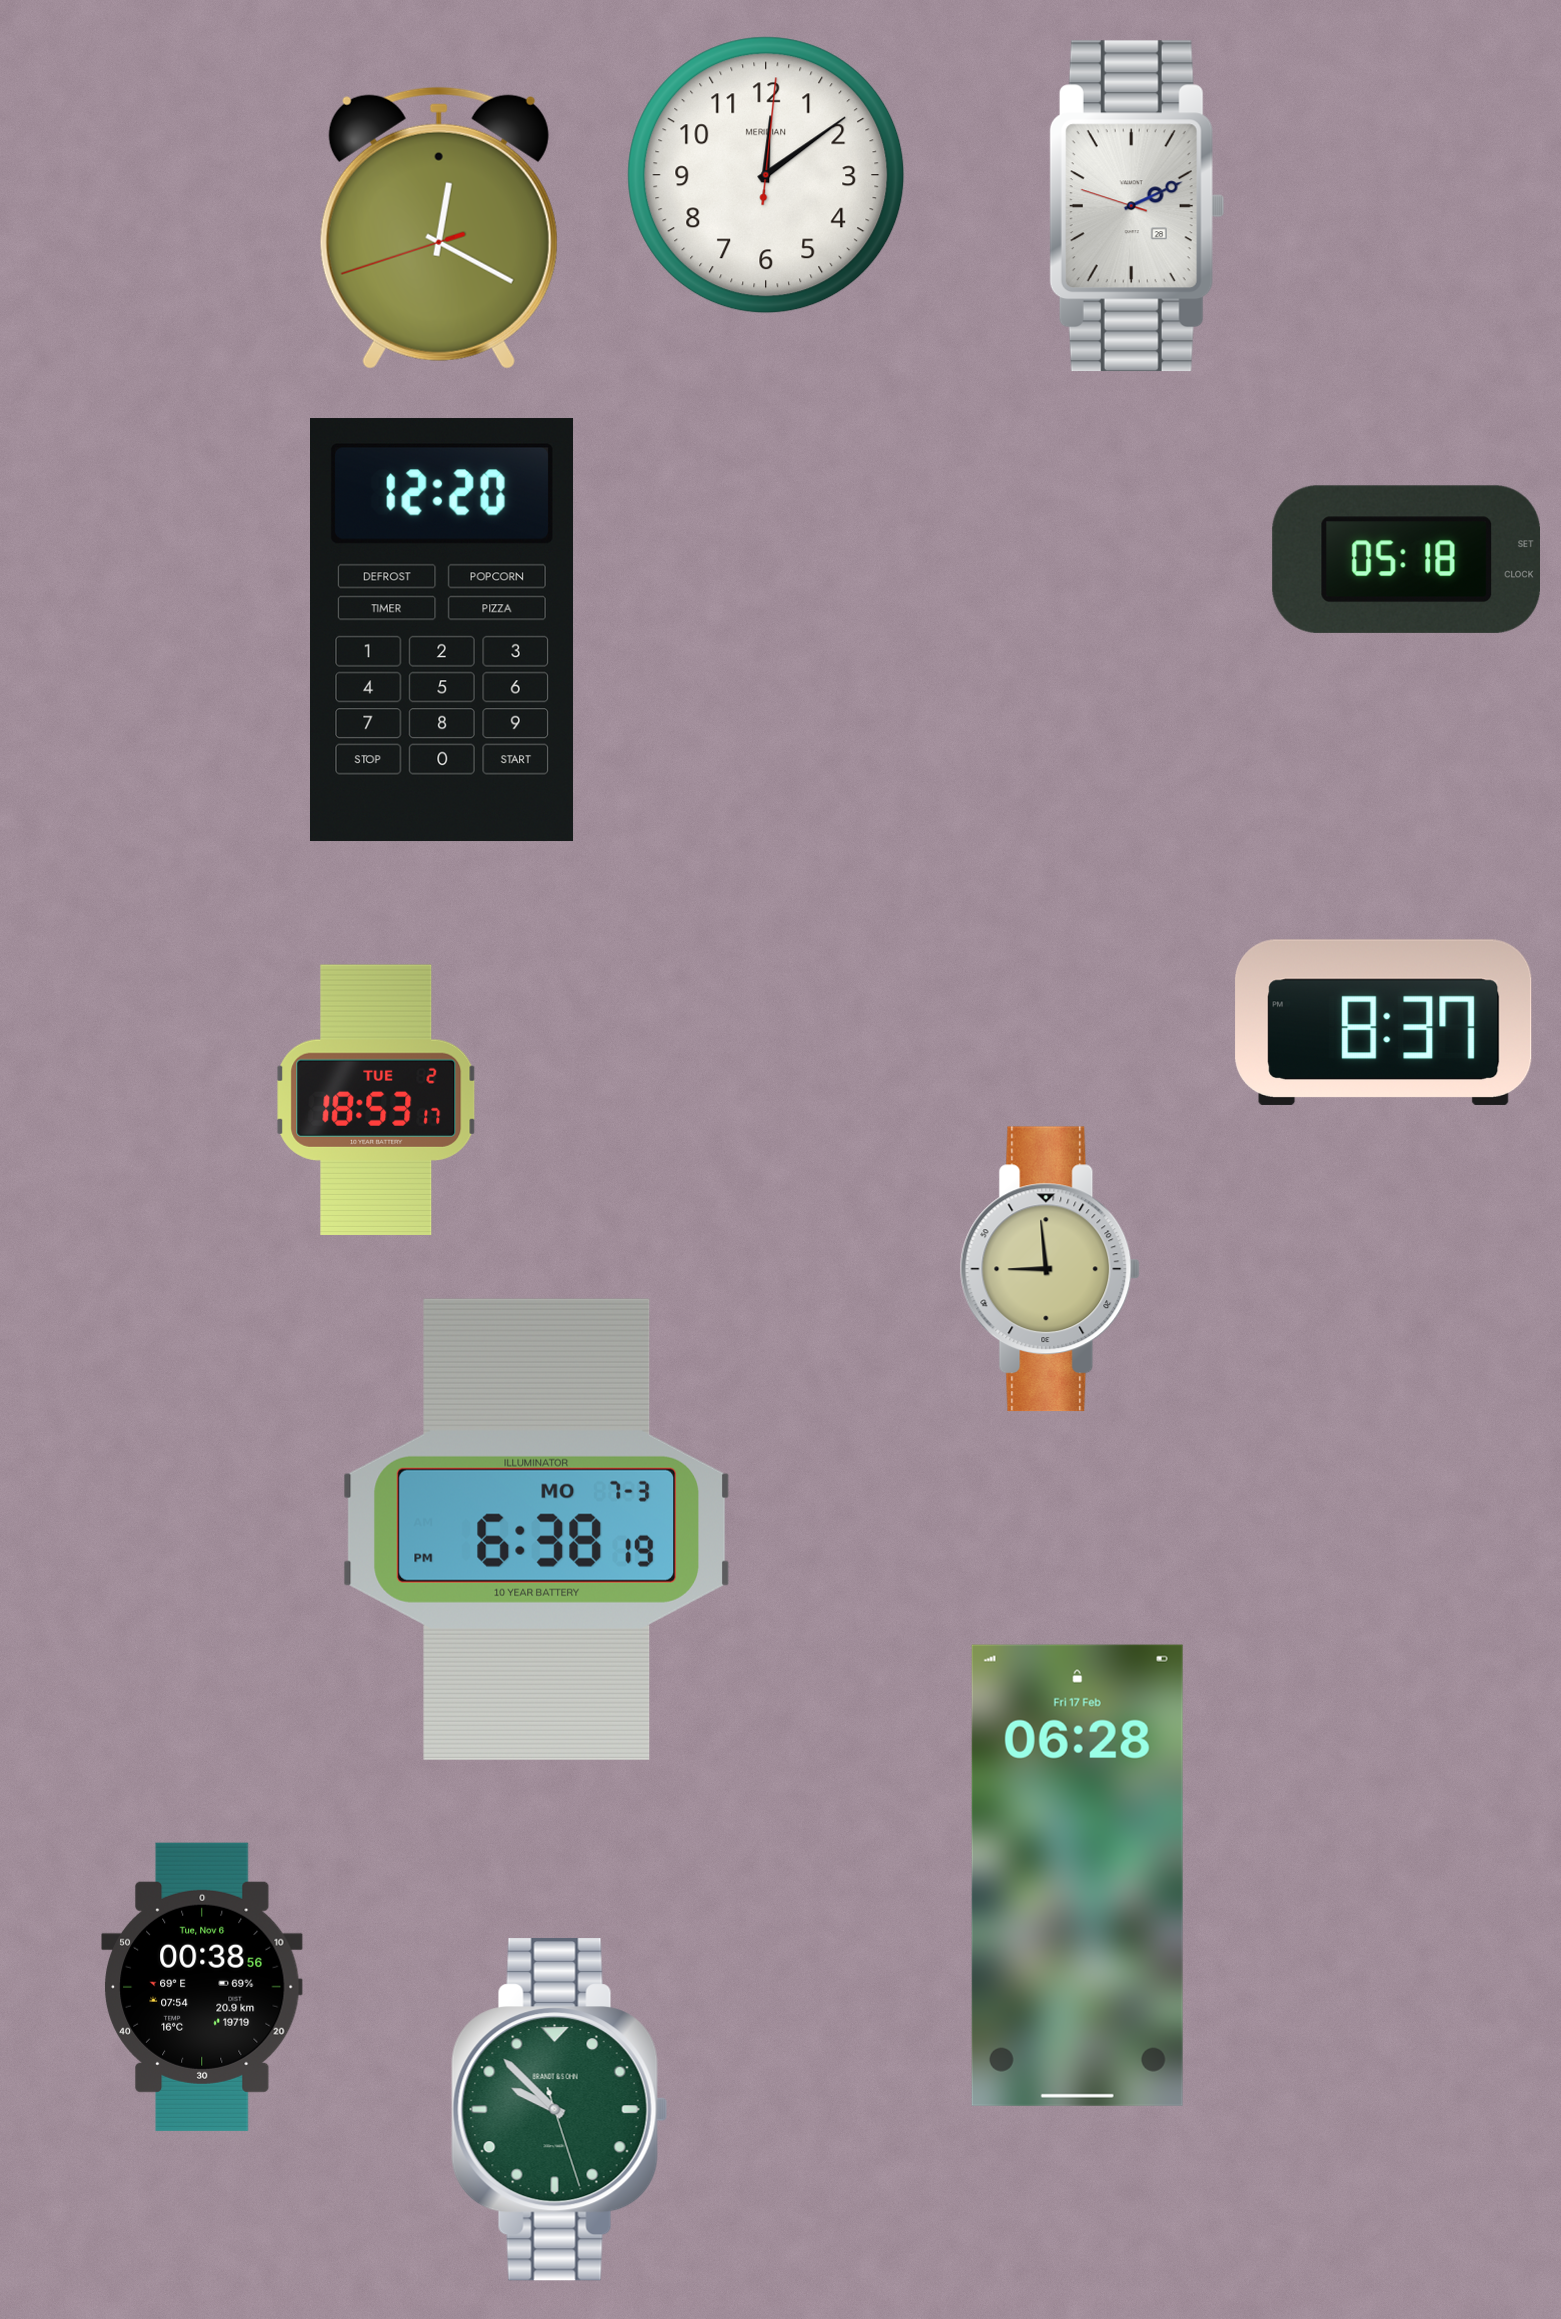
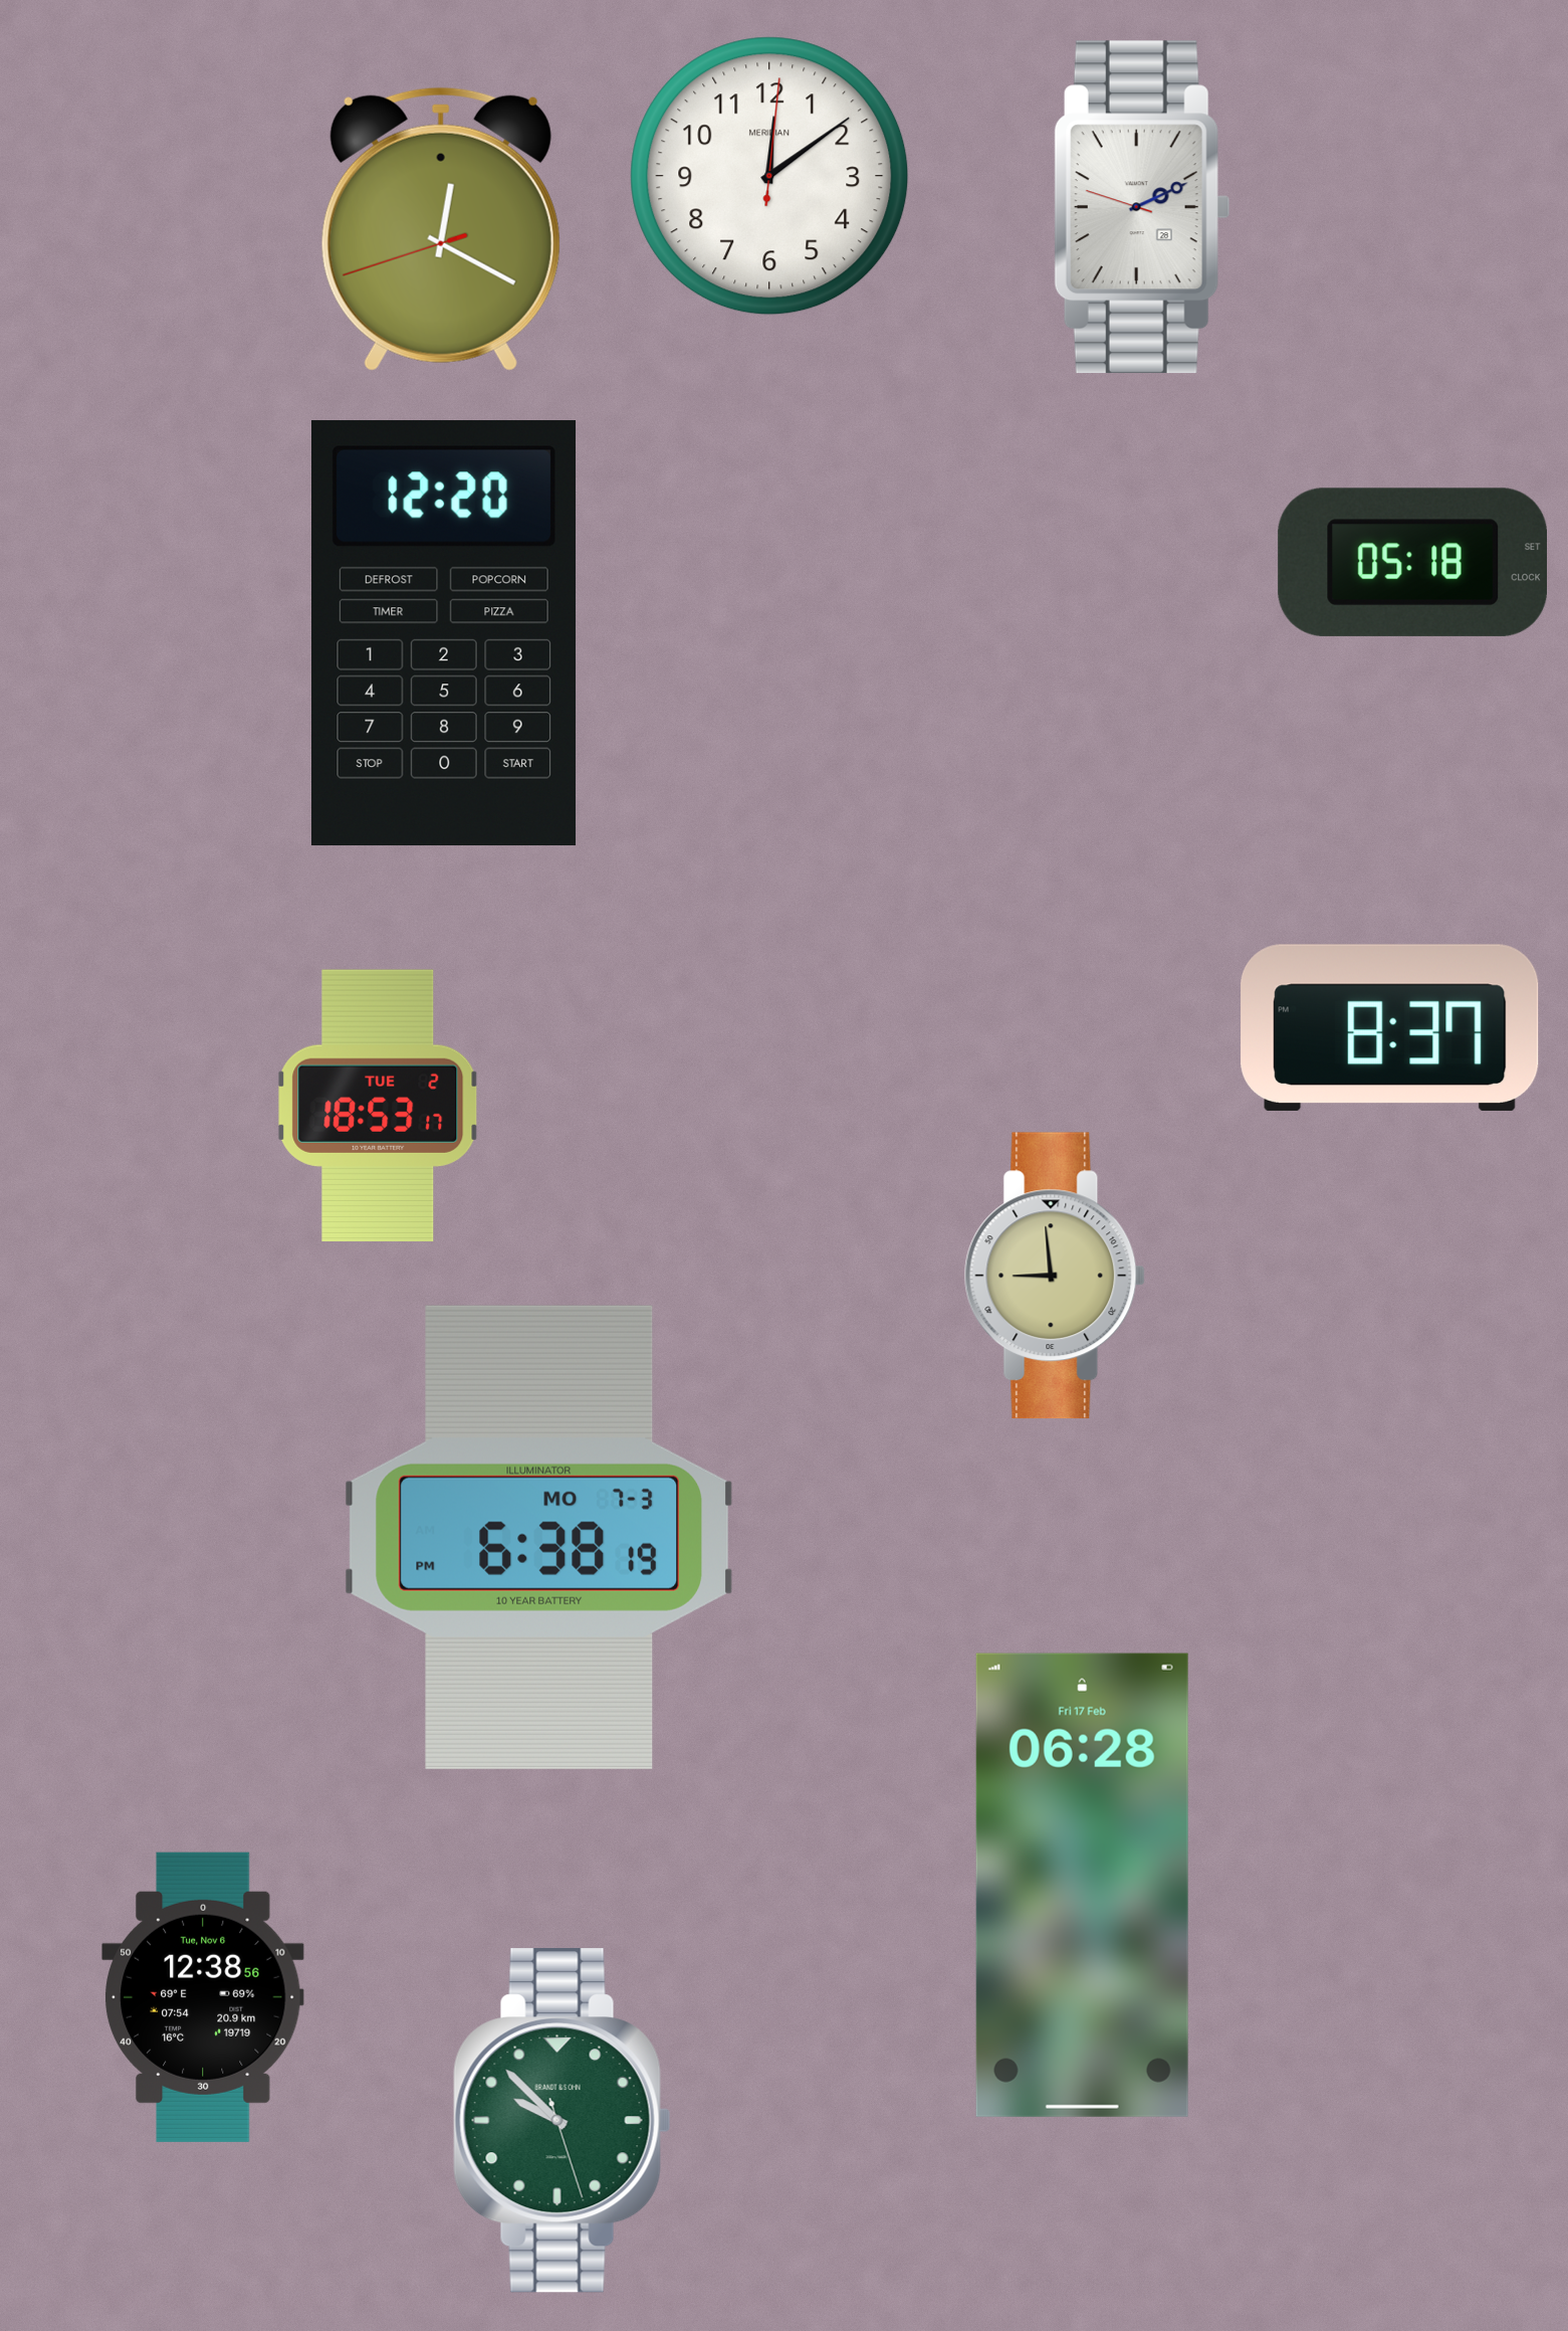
clock at (203, 1987): 00:38 -> 12:38
